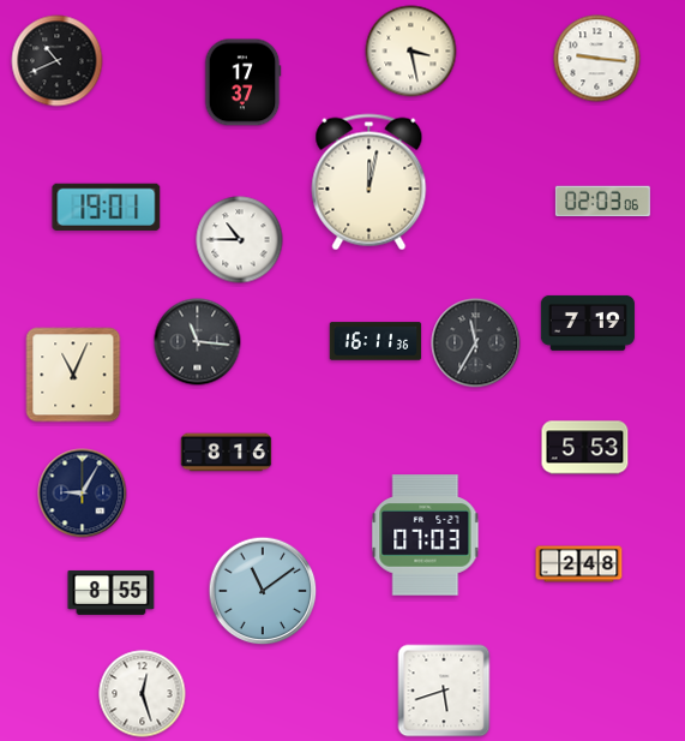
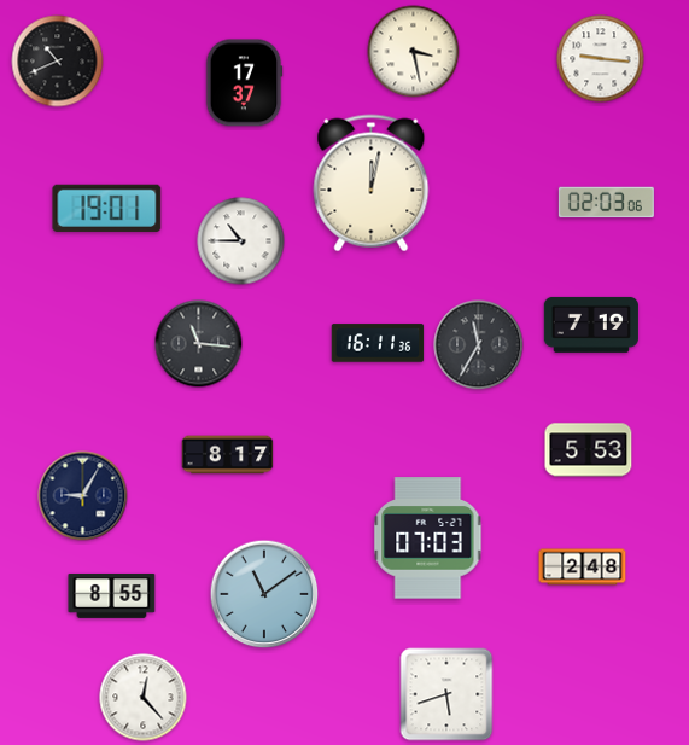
clock at (73, 375): 11:04 -> none
clock at (227, 453): 8:16 -> 8:17
clock at (143, 694): 12:27 -> 12:23
